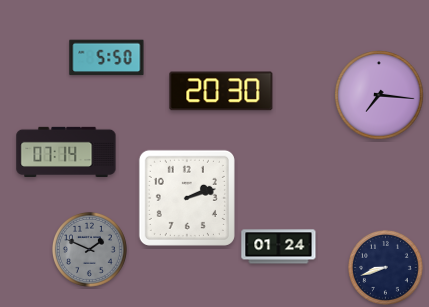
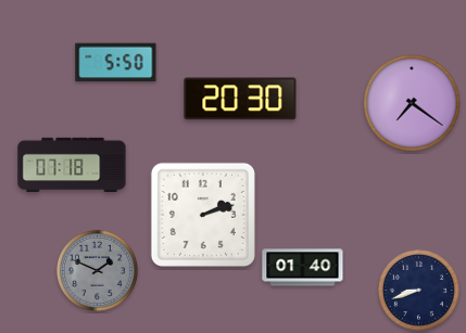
clock at (379, 95): 7:16 -> 7:21
clock at (66, 151): 07:14 -> 07:18
clock at (279, 247): 01:24 -> 01:40
